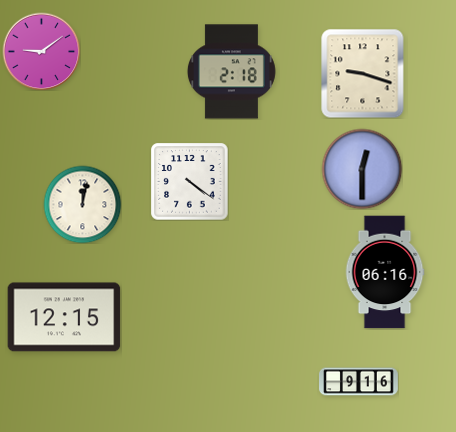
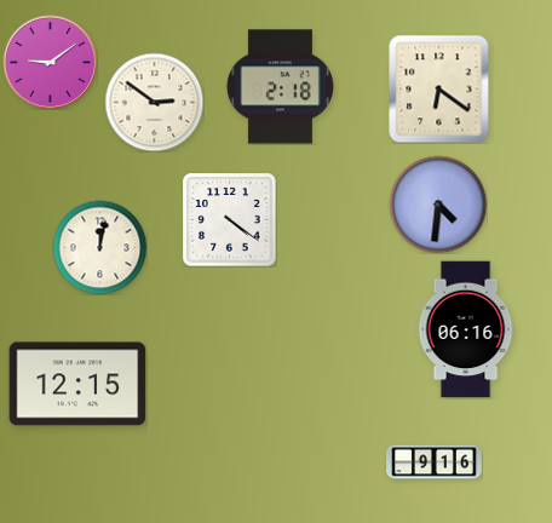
clock at (363, 73): 9:18 -> 6:21
clock at (154, 102): none -> 2:51
clock at (362, 169): 12:30 -> 4:31
